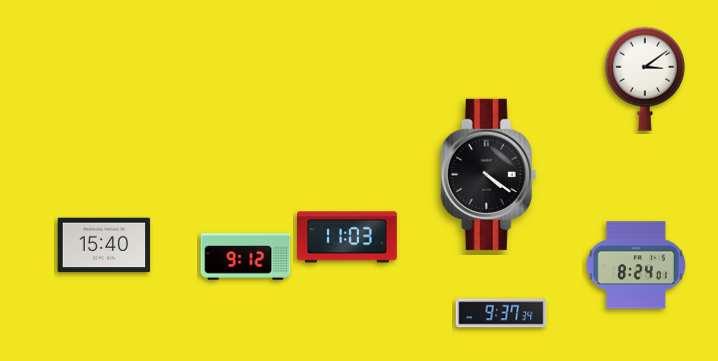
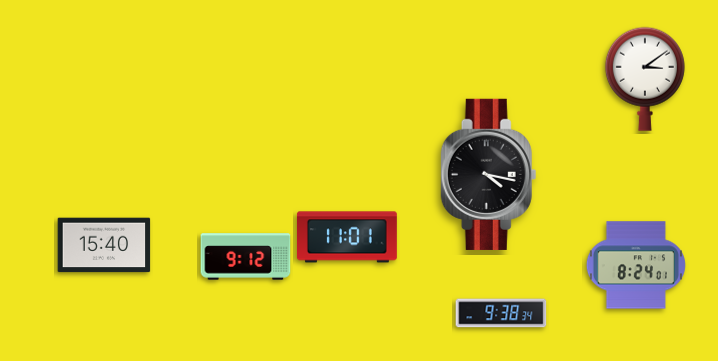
clock at (489, 174): 4:21 -> 4:17
clock at (347, 237): 11:03 -> 11:01
clock at (501, 313): 9:37 -> 9:38
